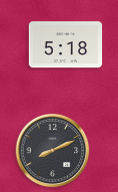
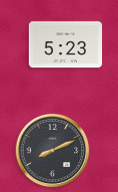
clock at (66, 45): 5:18 -> 5:23
